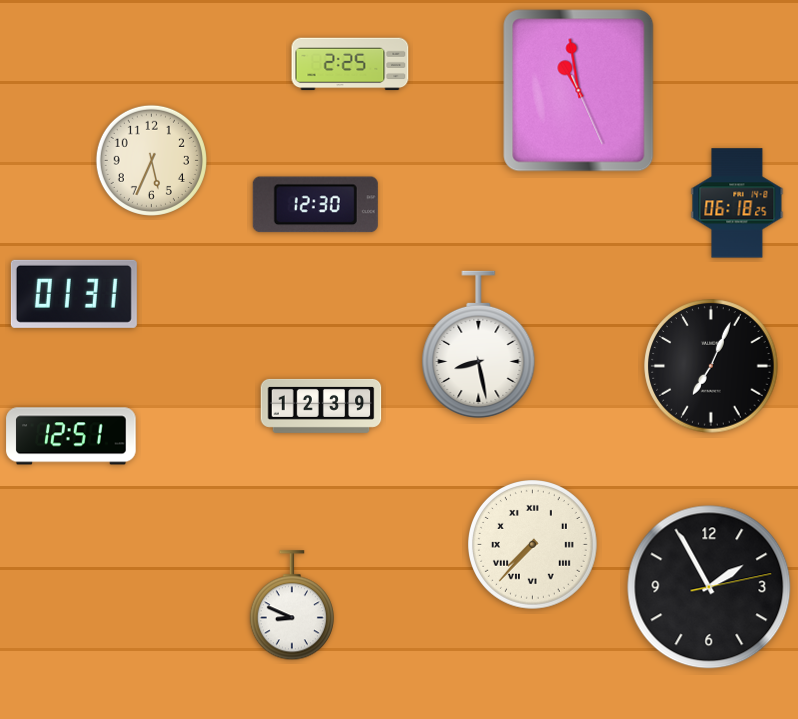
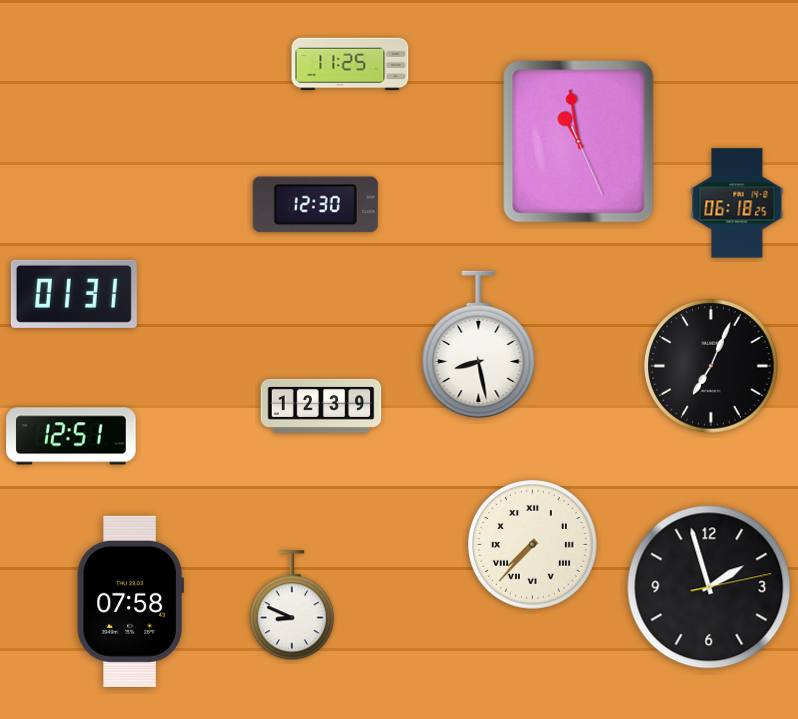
clock at (350, 64): 2:25 -> 11:25
clock at (579, 91) position: (579, 91) -> (579, 142)
clock at (151, 160): 5:34 -> none
clock at (709, 587): 1:55 -> 1:57
clock at (130, 601): none -> 07:58
